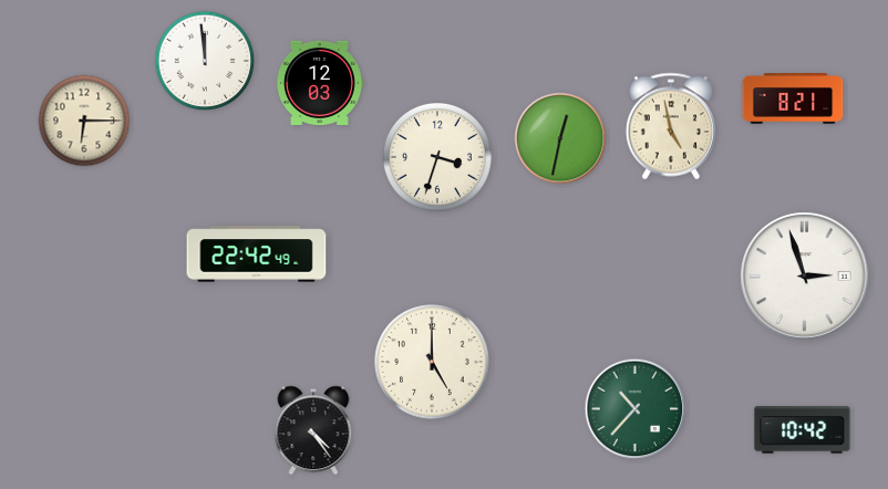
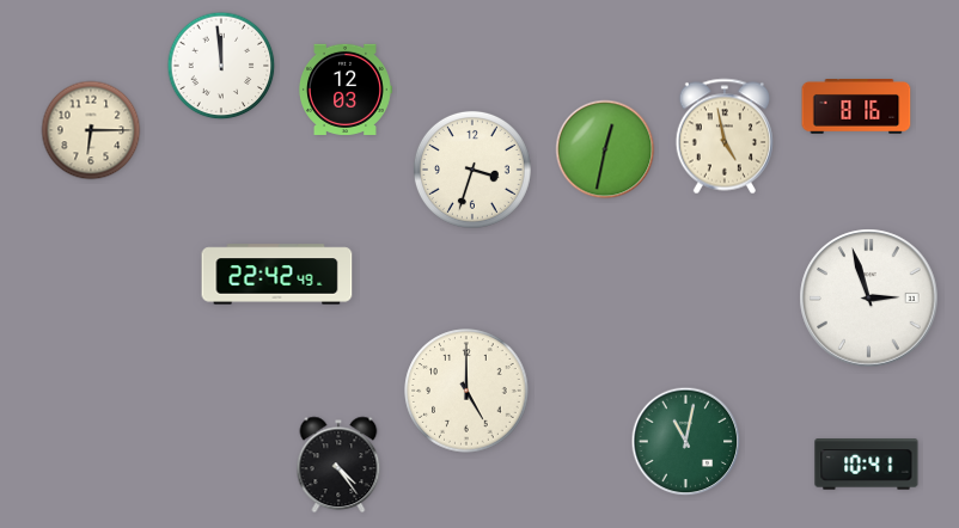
clock at (793, 98): 8:21 -> 8:16
clock at (636, 409): 10:37 -> 11:02
clock at (803, 430): 10:42 -> 10:41
